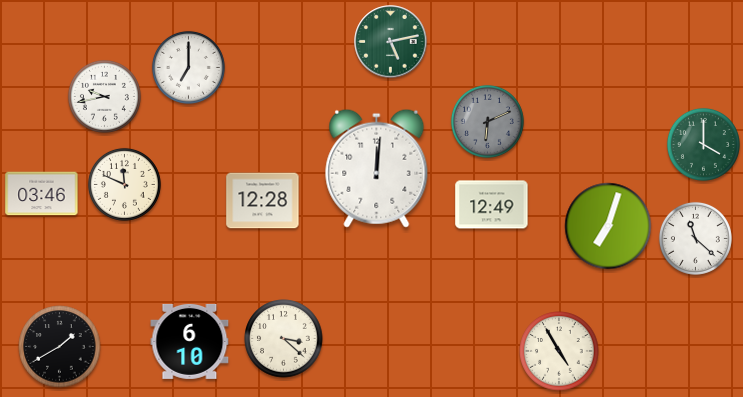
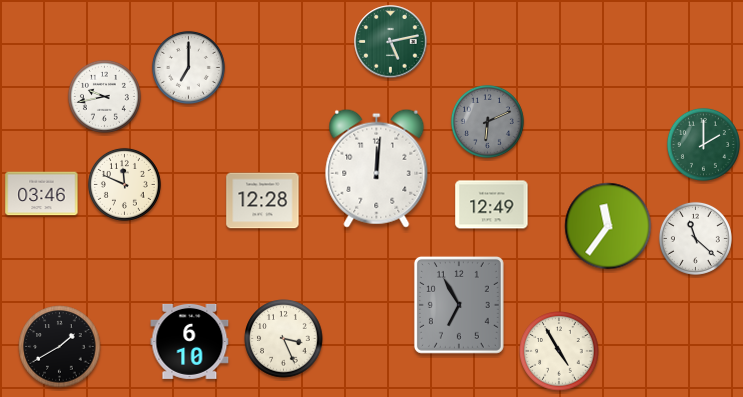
clock at (703, 144): 4:00 -> 2:00
clock at (608, 226): 7:03 -> 11:36
clock at (459, 305): none -> 6:55
clock at (284, 339): 3:22 -> 3:26
